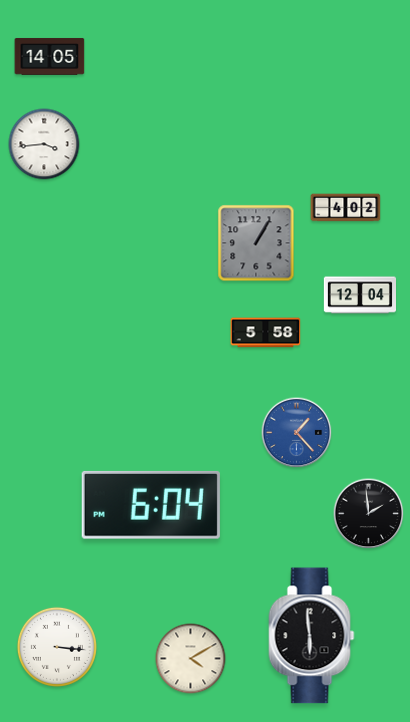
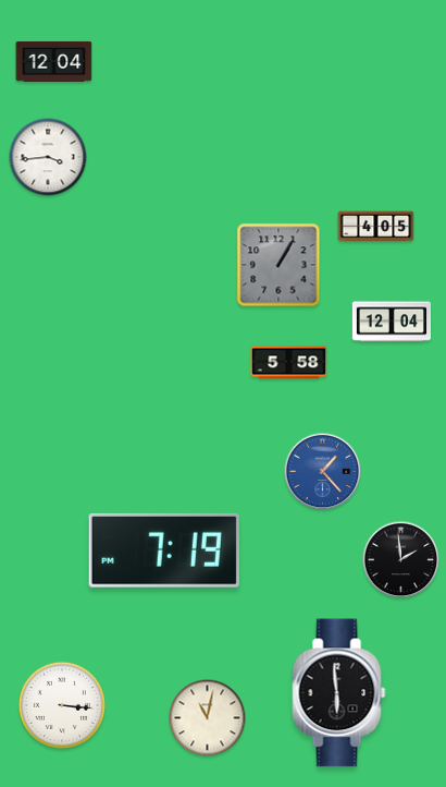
clock at (50, 56): 14:05 -> 12:04
clock at (346, 208): 4:02 -> 4:05
clock at (151, 505): 6:04 -> 7:19
clock at (191, 659): 4:10 -> 11:02
